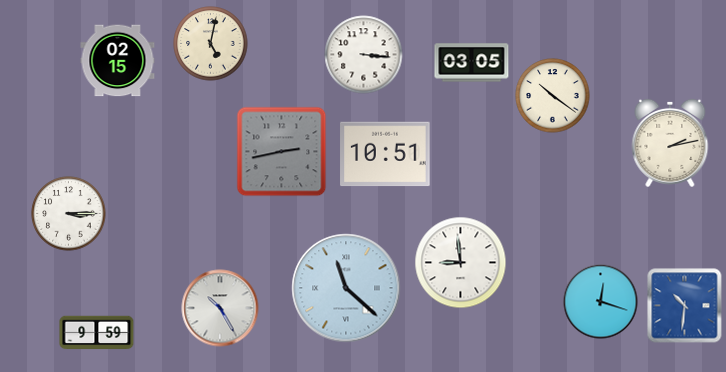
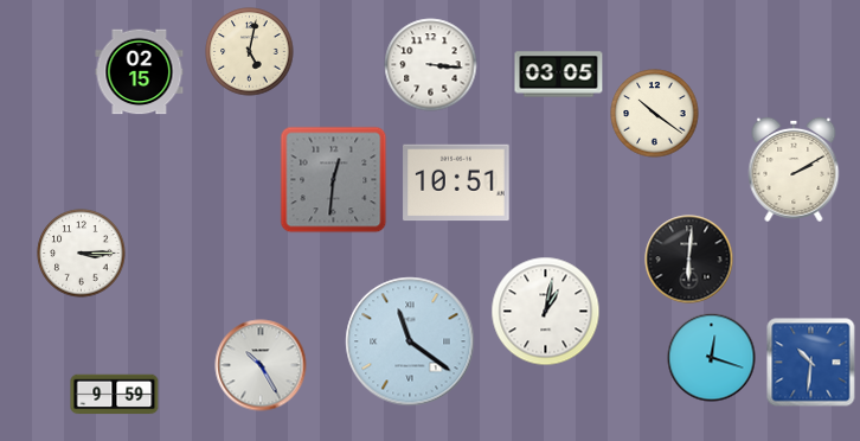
clock at (670, 143): 2:13 -> 2:10
clock at (282, 152): 2:43 -> 12:31
clock at (689, 260): none -> 6:01
clock at (461, 263): 8:59 -> 1:02
clock at (346, 288): 11:22 -> 11:21
